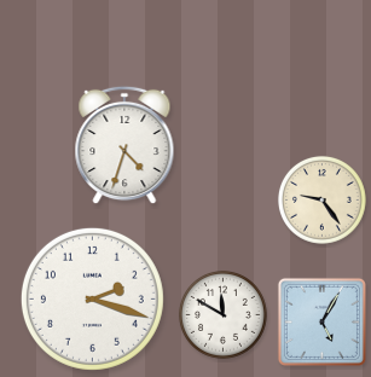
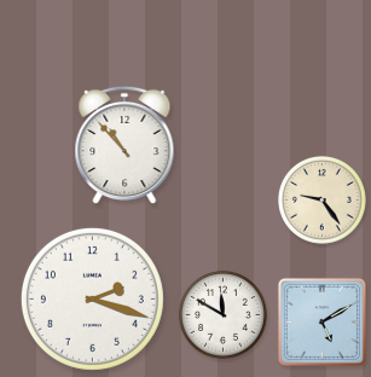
clock at (124, 145): 4:33 -> 10:53
clock at (321, 321): 5:05 -> 5:10
